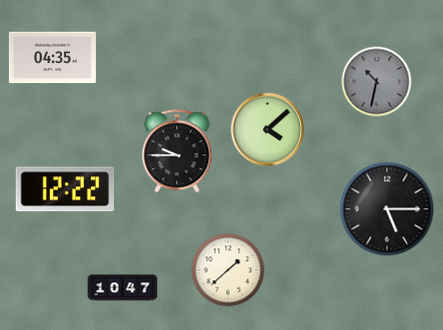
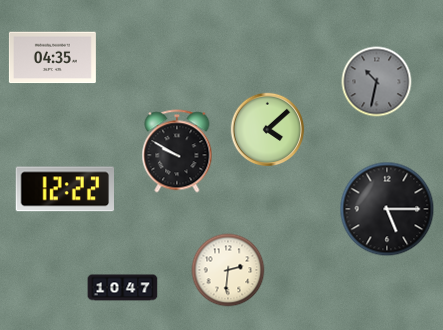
clock at (177, 151): 9:45 -> 9:50
clock at (228, 270): 1:38 -> 2:31
